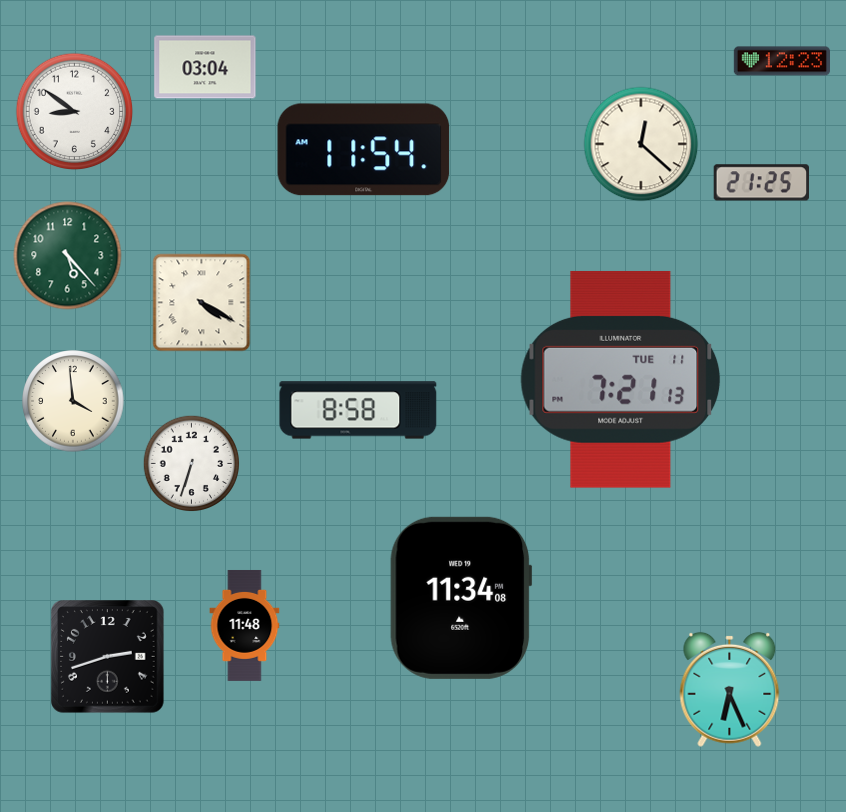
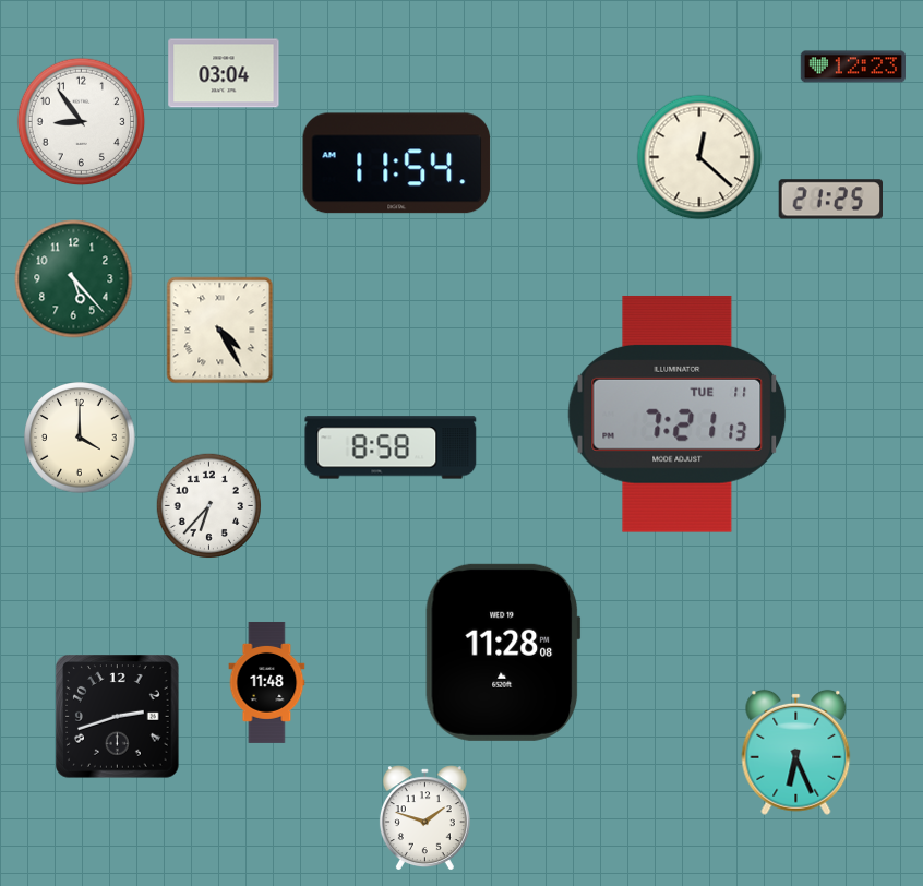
clock at (75, 112): 8:51 -> 8:54
clock at (202, 303): 4:20 -> 4:25
clock at (73, 401): 3:59 -> 4:00
clock at (192, 464): 6:33 -> 6:37
clock at (461, 598): 11:34 -> 11:28
clock at (424, 817): none -> 1:48
